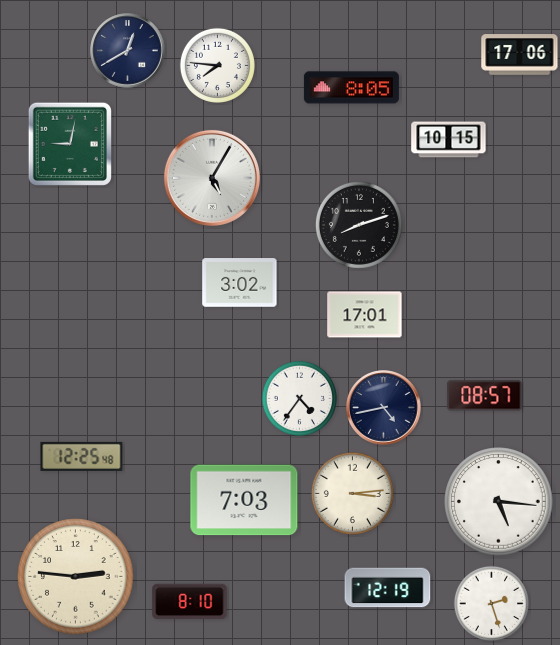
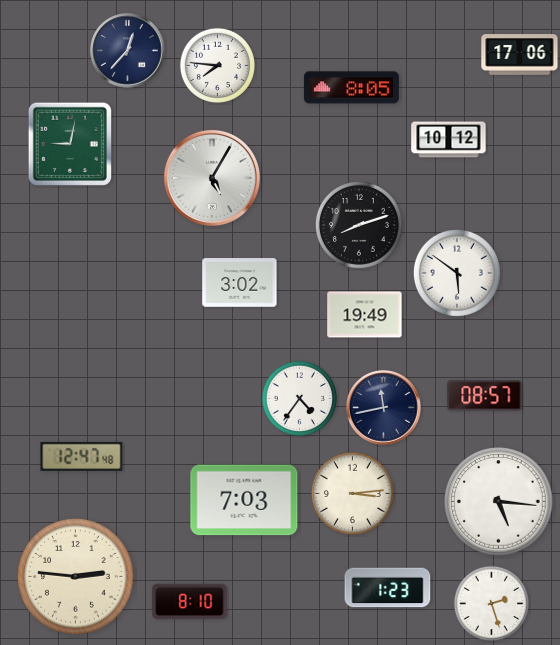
clock at (128, 51): 12:40 -> 12:37
clock at (449, 140): 10:15 -> 10:12
clock at (457, 273): none -> 5:51
clock at (365, 315): 17:01 -> 19:49
clock at (384, 408): 4:43 -> 11:43
clock at (82, 456): 12:25 -> 12:47
clock at (388, 588): 12:19 -> 1:23
